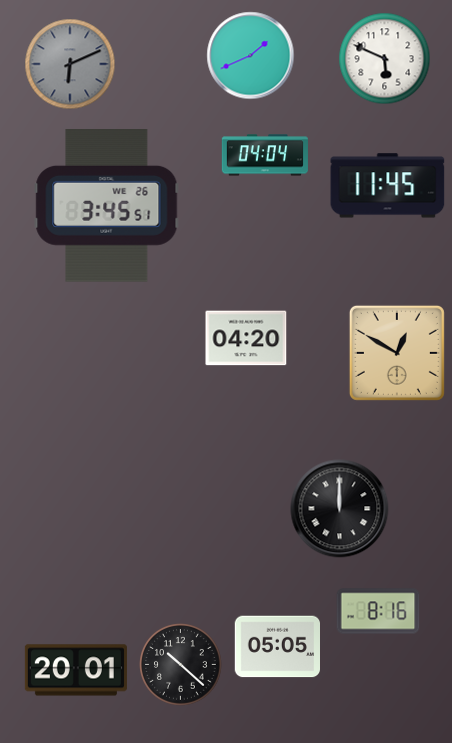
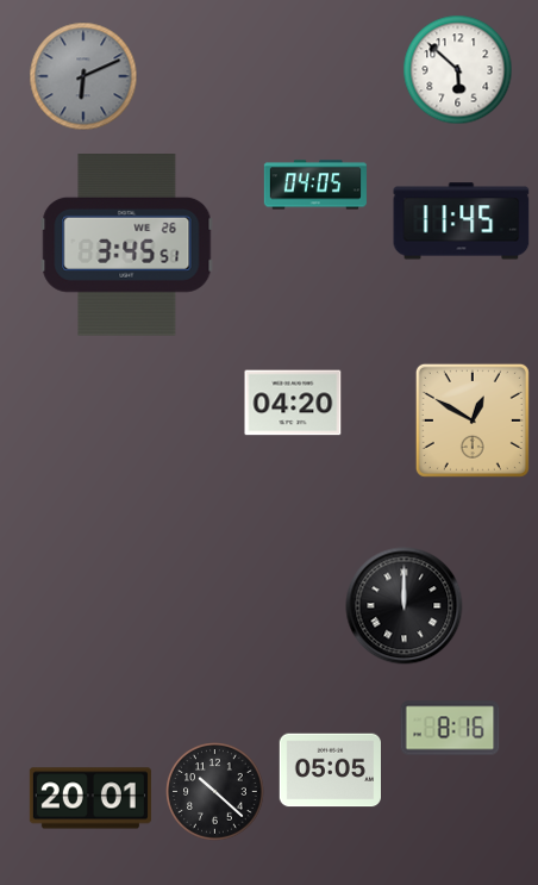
clock at (251, 56): 1:41 -> none
clock at (385, 59): 5:49 -> 5:52
clock at (265, 155): 04:04 -> 04:05
